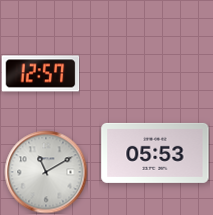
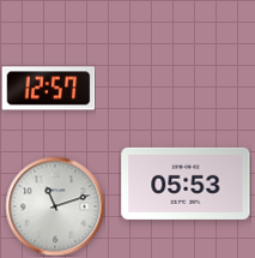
clock at (46, 172): 11:10 -> 11:12
